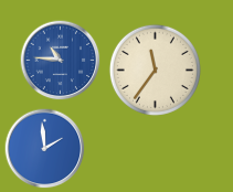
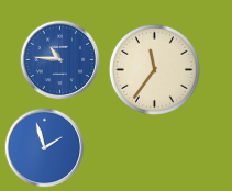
clock at (45, 149): 1:59 -> 1:57
